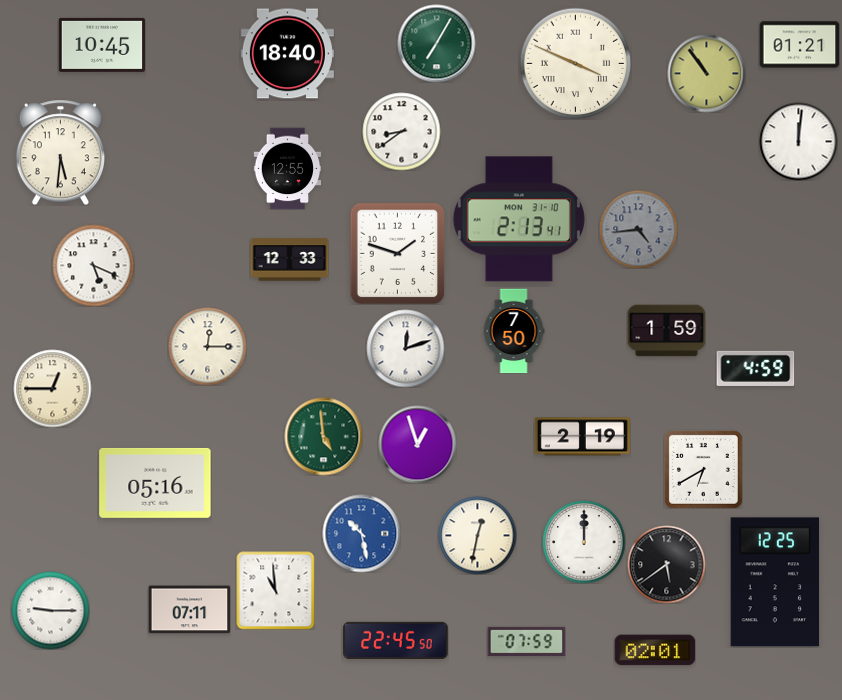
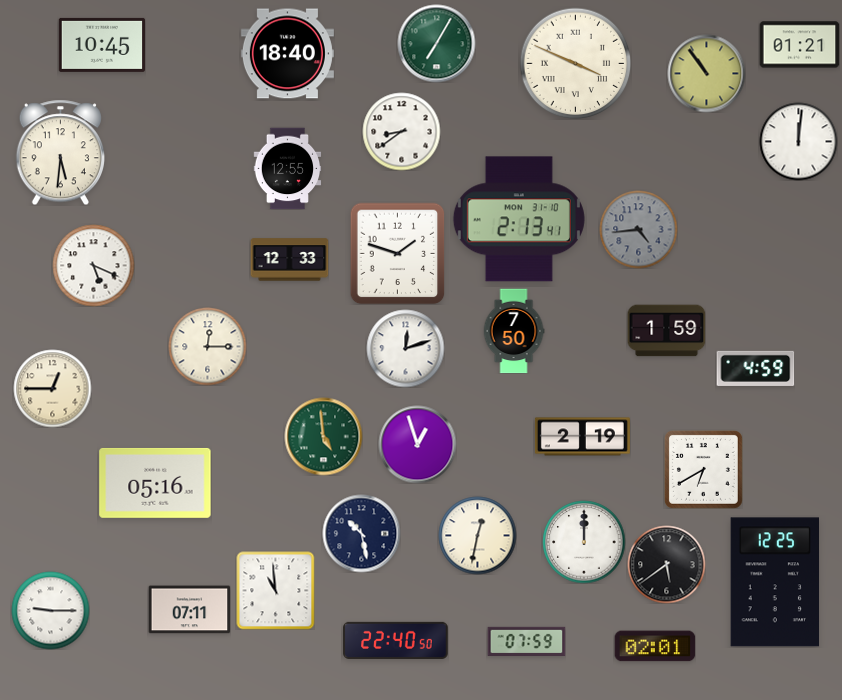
clock at (361, 533) dial: blue -> navy
clock at (396, 640): 22:45 -> 22:40
clock at (655, 650) position: (655, 650) -> (655, 646)
